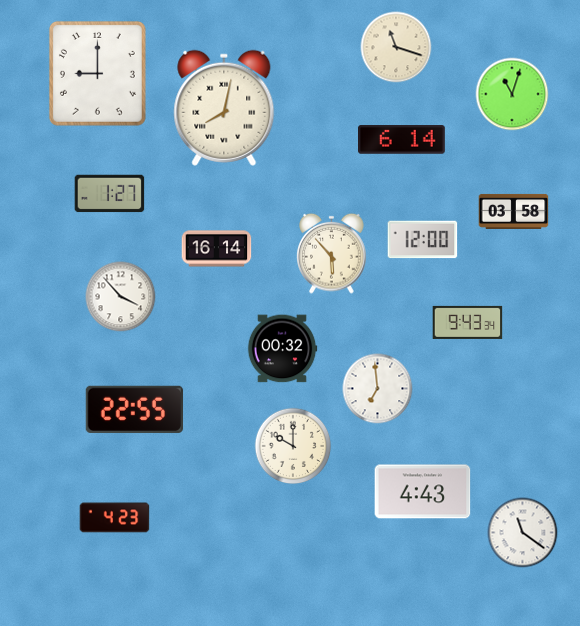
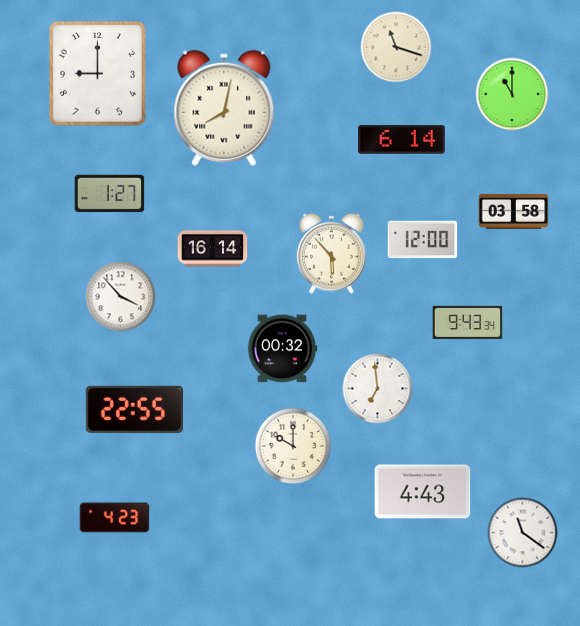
clock at (512, 94): 11:03 -> 11:00
clock at (217, 249) position: (217, 249) -> (213, 249)
